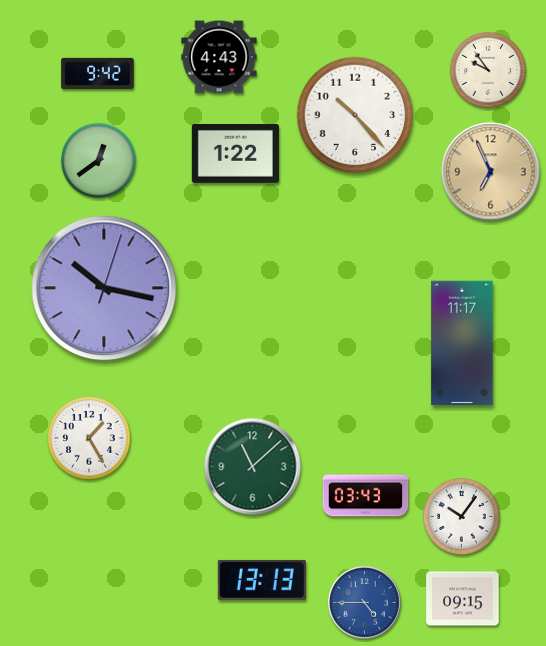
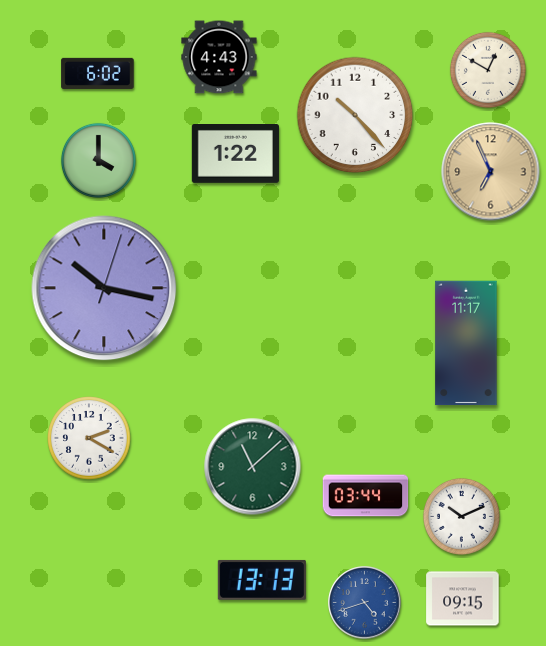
clock at (488, 70): 9:54 -> 12:50
clock at (98, 73): 9:42 -> 6:02
clock at (98, 160): 12:39 -> 4:00
clock at (462, 343) position: (462, 343) -> (466, 343)
clock at (89, 438): 1:25 -> 2:20
clock at (366, 496): 03:43 -> 03:44
clock at (461, 516): 10:06 -> 10:11
clock at (365, 603): 4:45 -> 4:42
